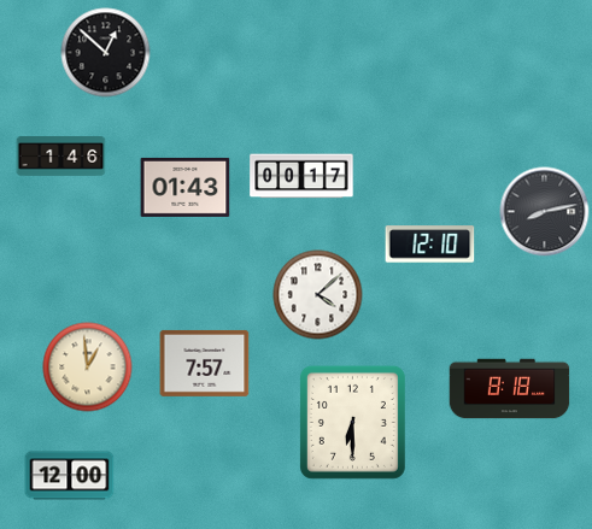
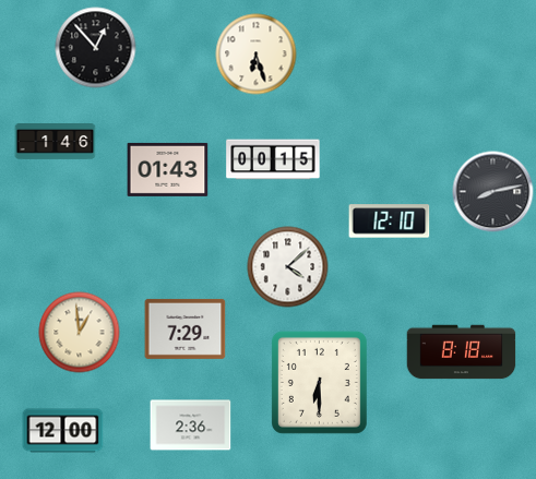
clock at (106, 53): 12:52 -> 12:53
clock at (257, 55): none -> 6:27
clock at (301, 176): 00:17 -> 00:15
clock at (205, 363): 7:57 -> 7:29
clock at (191, 426): none -> 2:36
